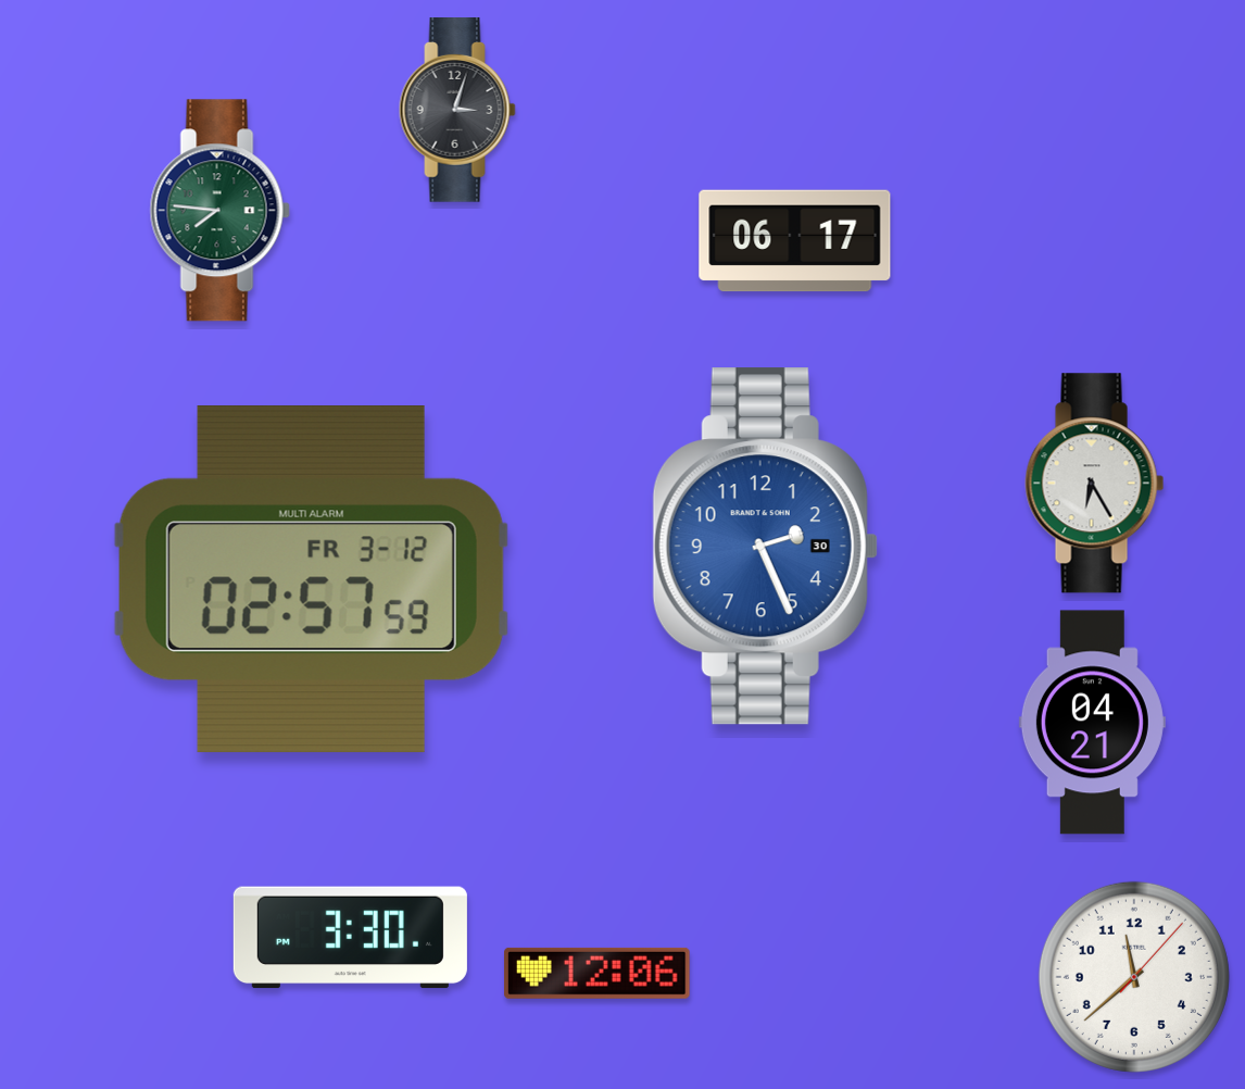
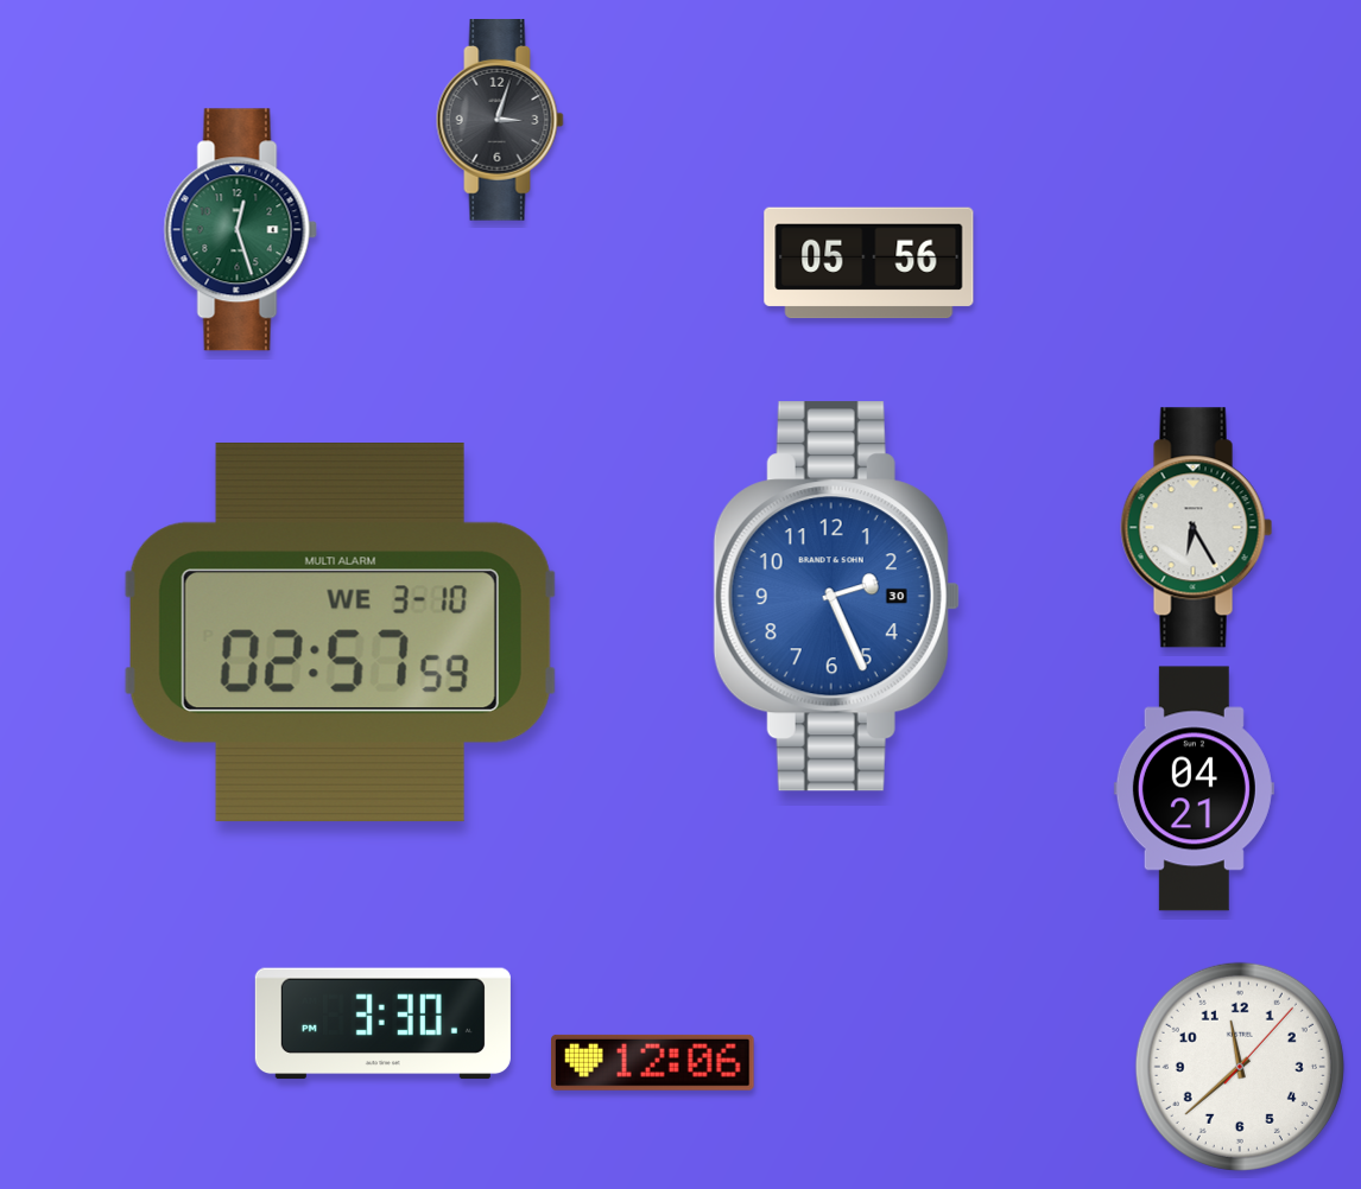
clock at (219, 211): 7:46 -> 12:27
clock at (795, 241): 06:17 -> 05:56
clock at (311, 580) date: FR 3-12 -> WE 3-10
